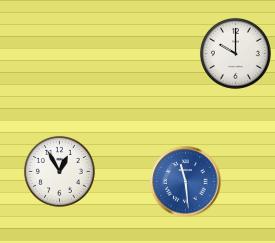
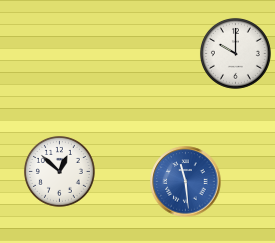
clock at (59, 171): 12:55 -> 12:52
